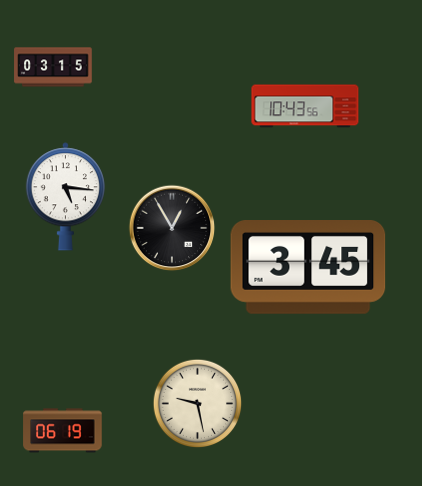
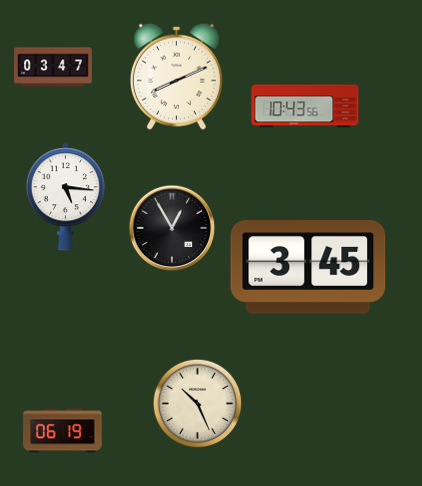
clock at (53, 67): 03:15 -> 03:47
clock at (176, 76): none -> 8:11
clock at (198, 404): 9:28 -> 10:26
